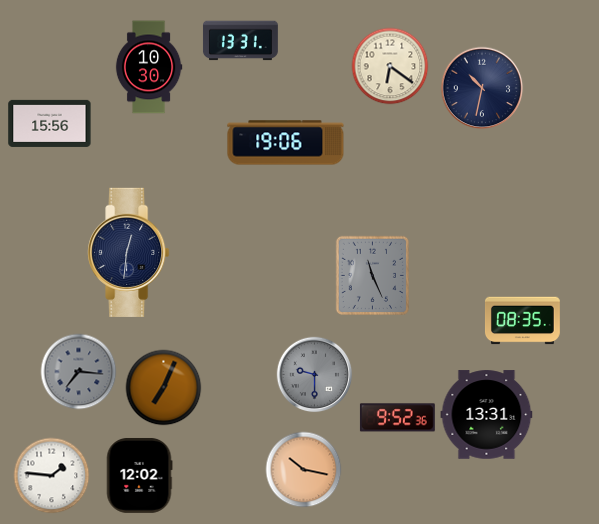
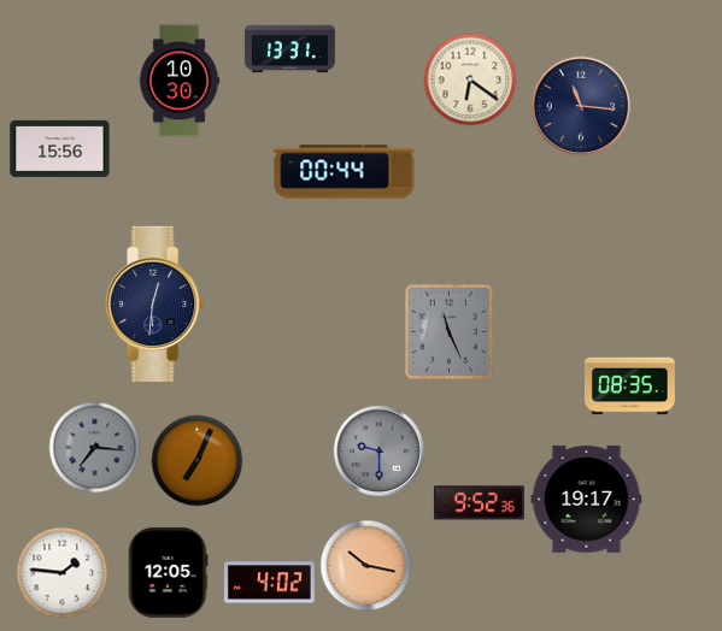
clock at (482, 88): 10:32 -> 11:16
clock at (286, 143): 19:06 -> 00:44
clock at (164, 388) position: (164, 388) -> (198, 461)
clock at (487, 415): 13:31 -> 19:17
clock at (139, 475): 12:02 -> 12:05
clock at (269, 583): none -> 4:02
